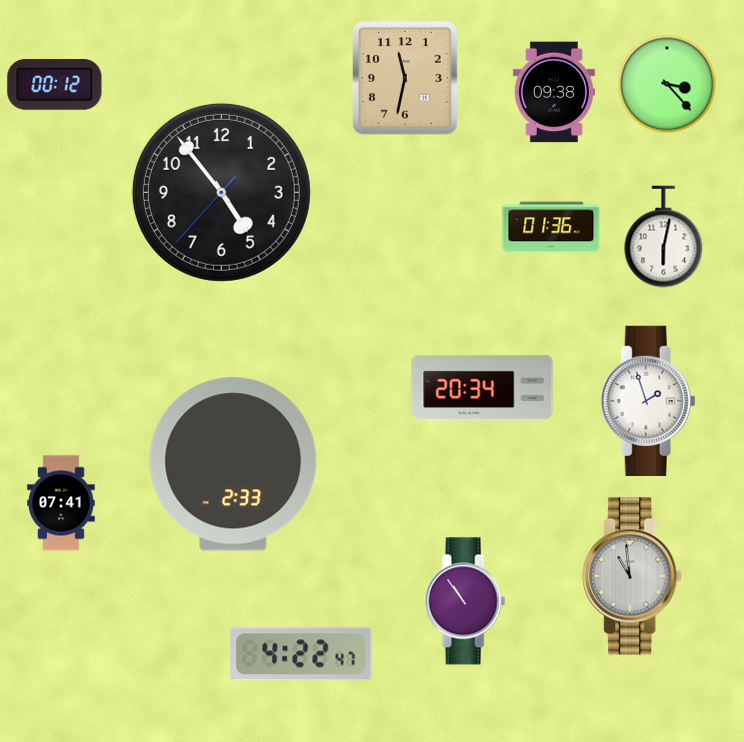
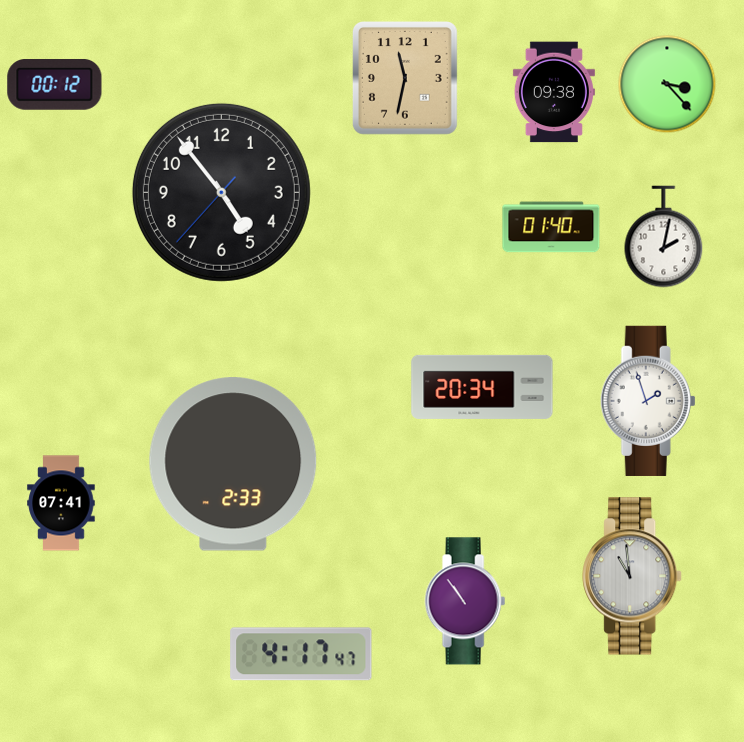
clock at (551, 227): 01:36 -> 01:40
clock at (664, 237): 6:02 -> 2:02
clock at (301, 654): 4:22 -> 4:17
